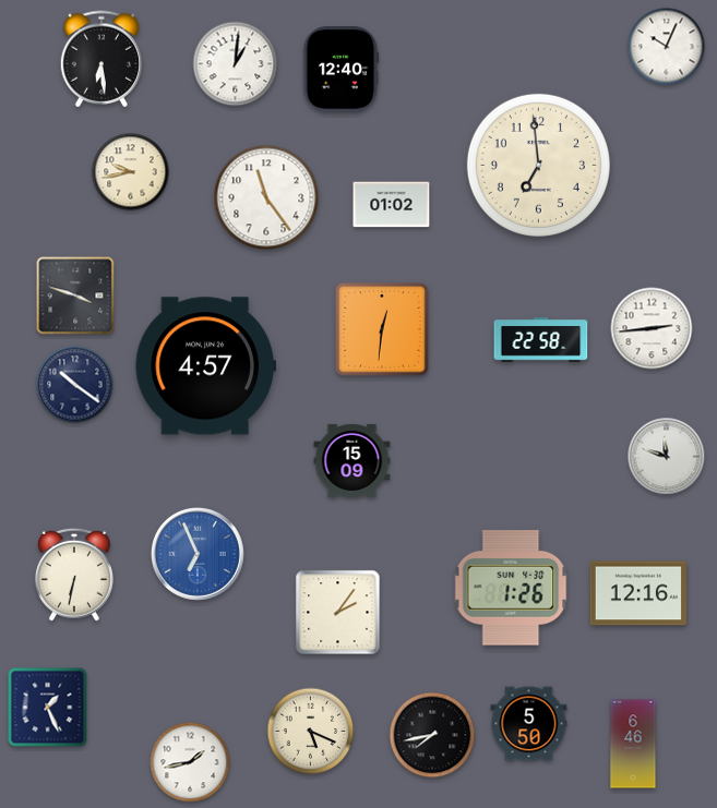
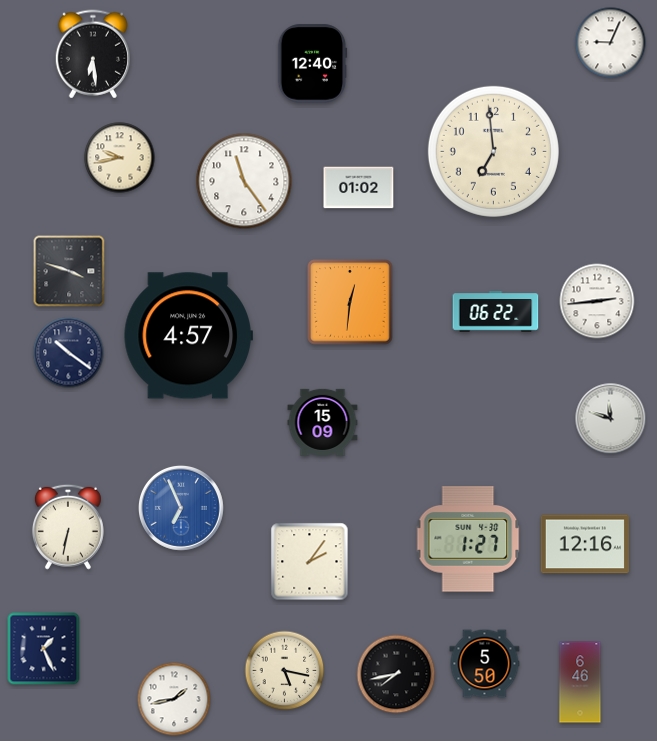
clock at (667, 47): 10:04 -> 9:04
clock at (236, 64): 1:01 -> none
clock at (541, 340): 22:58 -> 06:22
clock at (511, 588): 1:26 -> 1:27
clock at (311, 732): 5:19 -> 5:17
